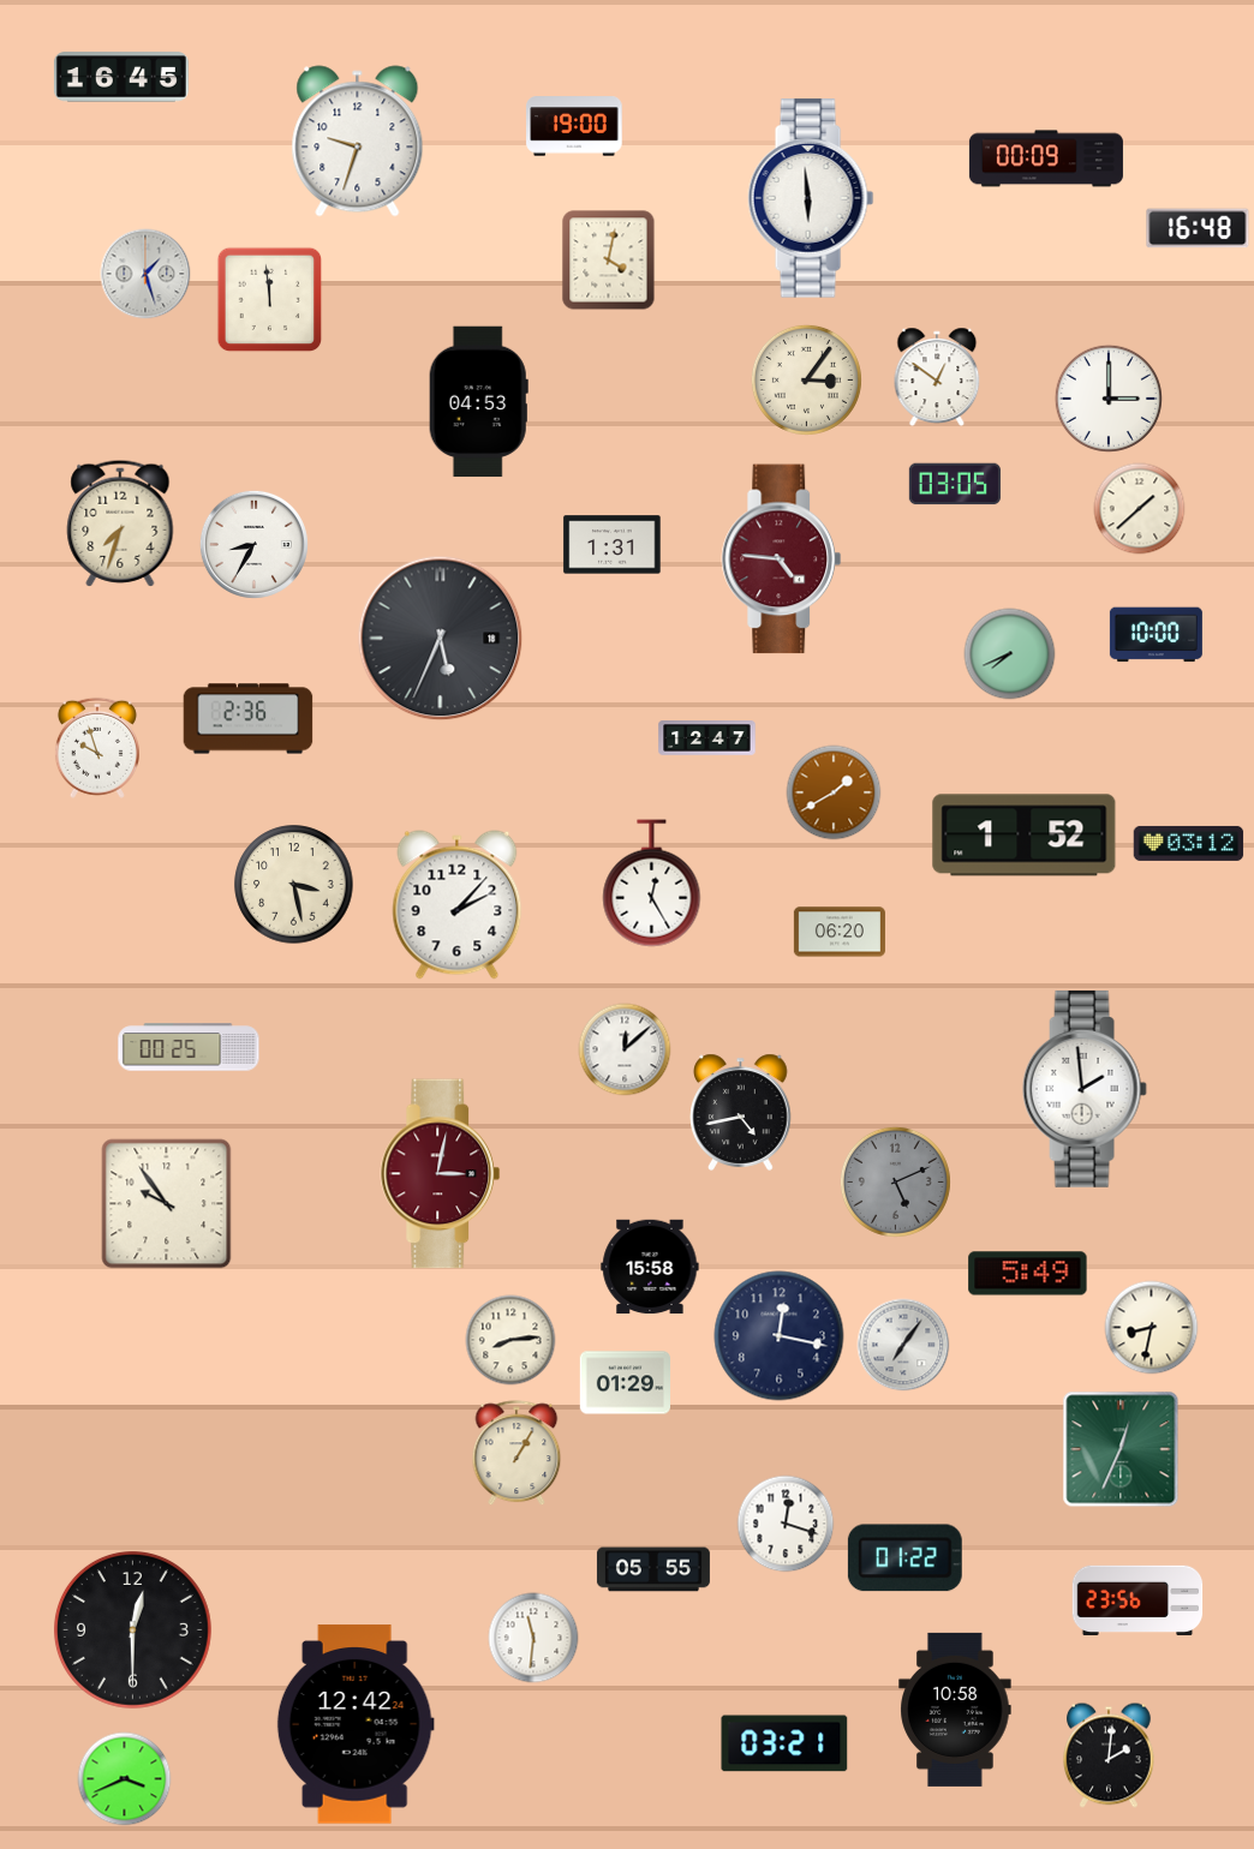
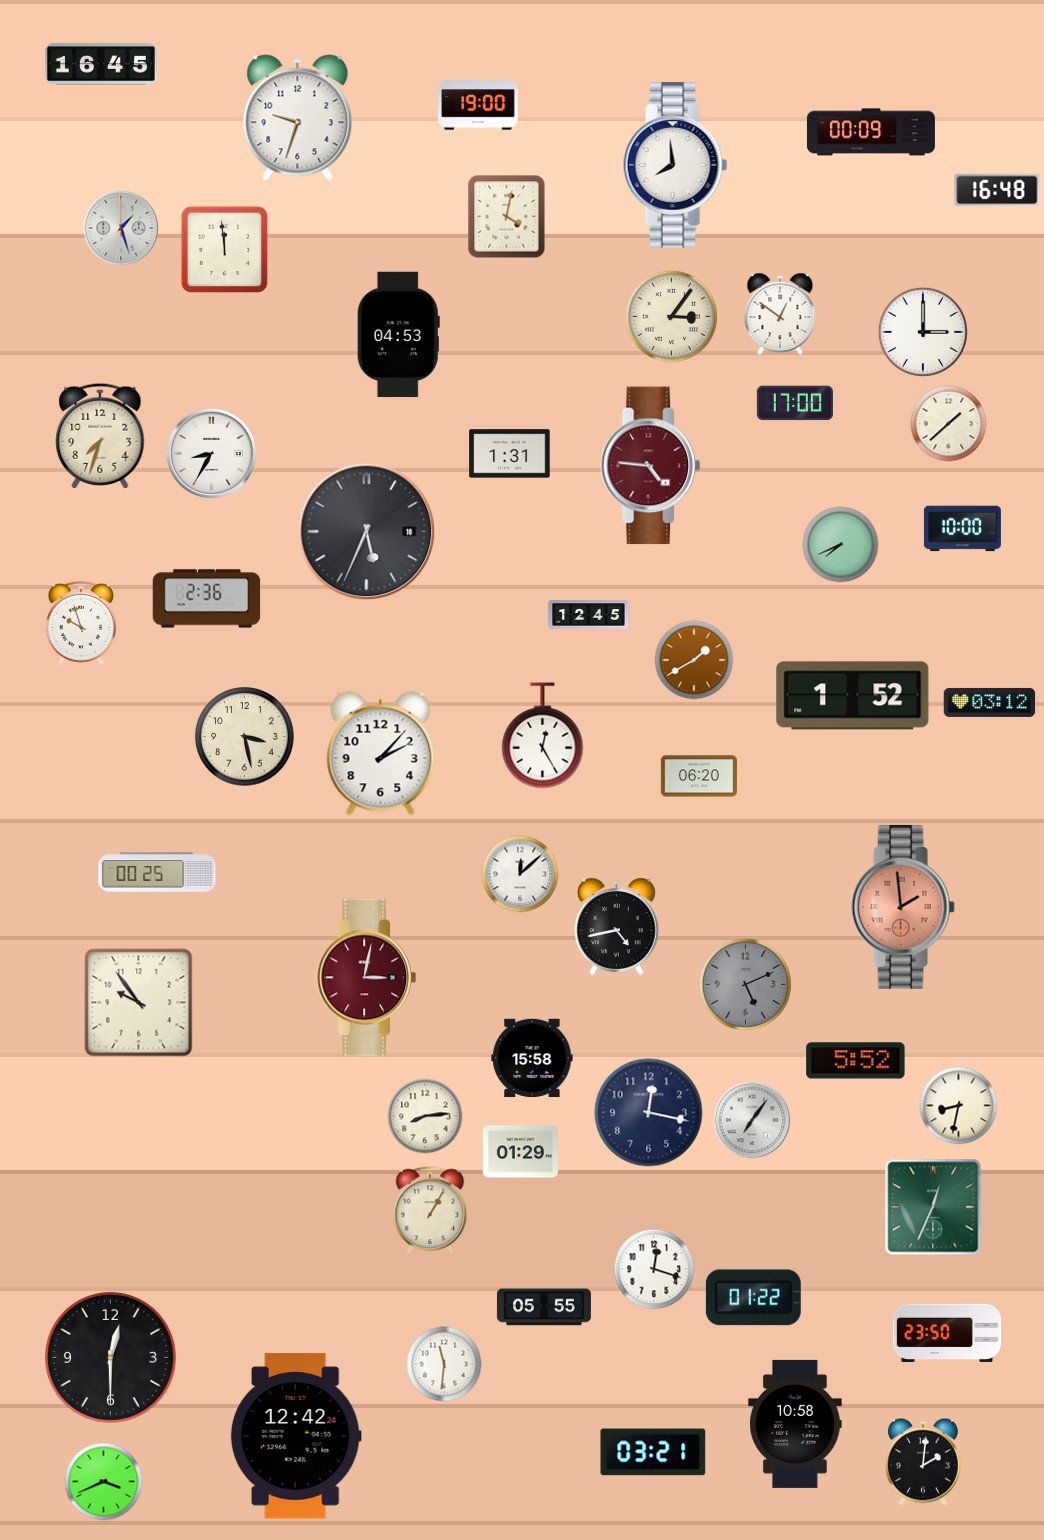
clock at (811, 198): 5:59 -> 7:59
clock at (955, 484): 03:05 -> 17:00
clock at (707, 738): 12:47 -> 12:45
clock at (1085, 1089) dial: white -> salmon
clock at (650, 1267) position: (650, 1267) -> (532, 1058)
clock at (1028, 1274): 5:49 -> 5:52
clock at (1137, 1599): 23:56 -> 23:50
